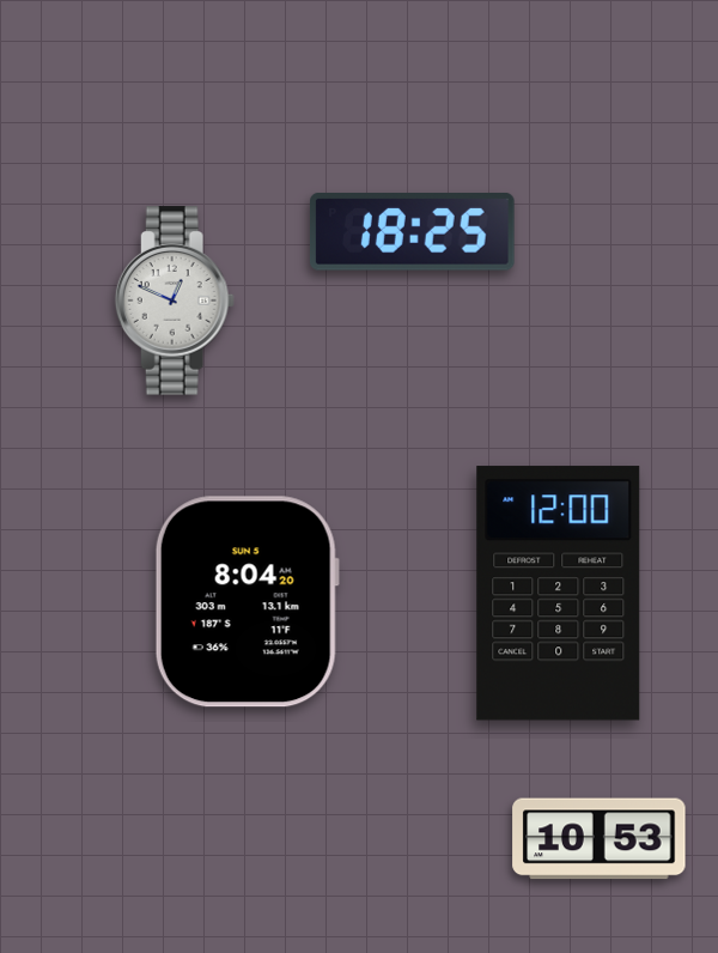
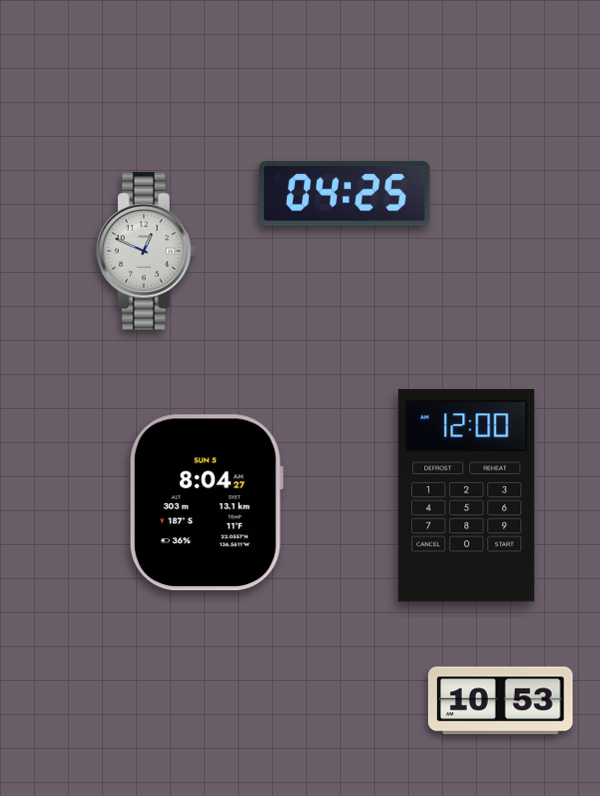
clock at (412, 231): 18:25 -> 04:25
clock at (247, 602): 8:04:20 -> 8:04:27
